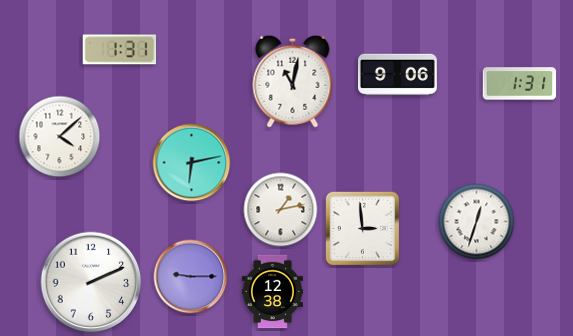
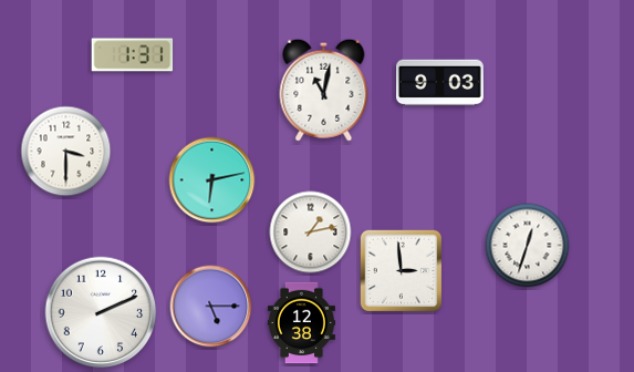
clock at (398, 75): 9:06 -> 9:03
clock at (520, 84): 1:31 -> none
clock at (60, 137): 4:08 -> 3:30
clock at (363, 229) position: (363, 229) -> (402, 271)
clock at (191, 277): 9:15 -> 5:15
